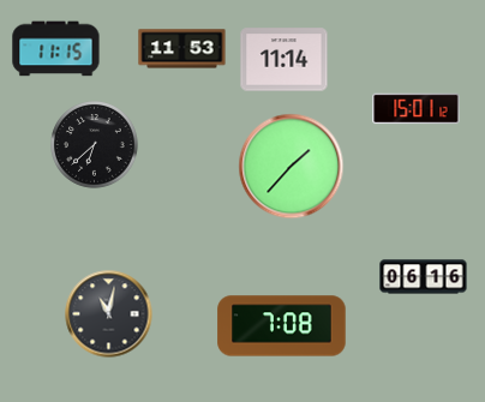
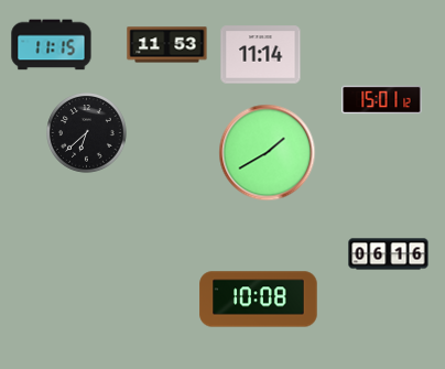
clock at (292, 167): 1:37 -> 1:40
clock at (109, 314): 11:02 -> none
clock at (282, 326): 7:08 -> 10:08
